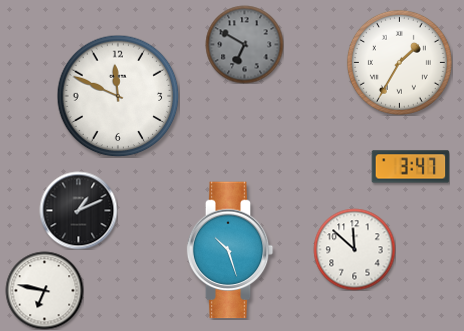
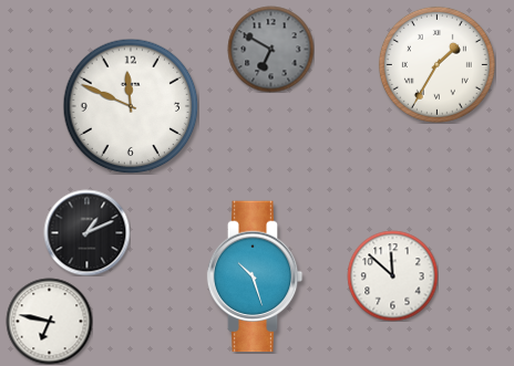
clock at (399, 62) position: (399, 62) -> (436, 64)
clock at (410, 167): 3:47 -> none
